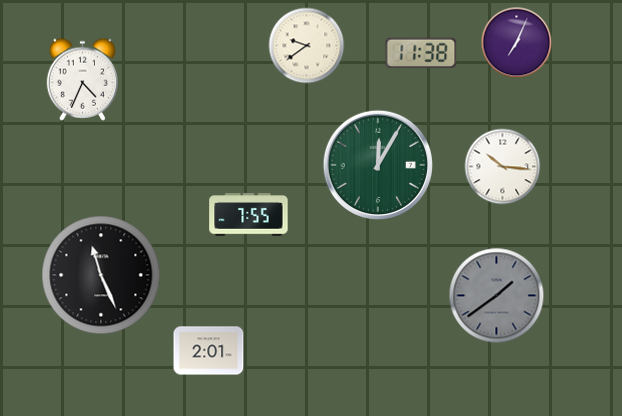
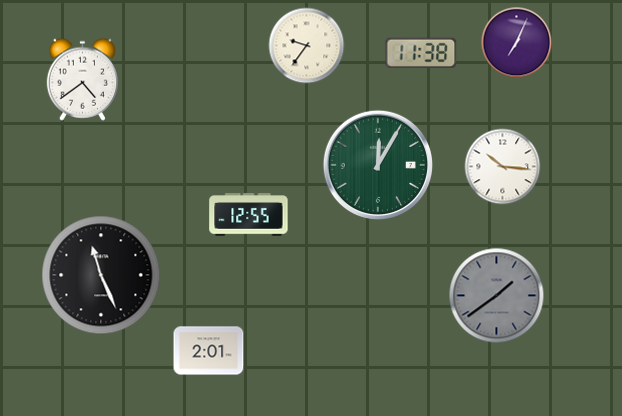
clock at (307, 46): 9:39 -> 9:36
clock at (82, 79): 4:34 -> 4:39
clock at (249, 215): 7:55 -> 12:55
